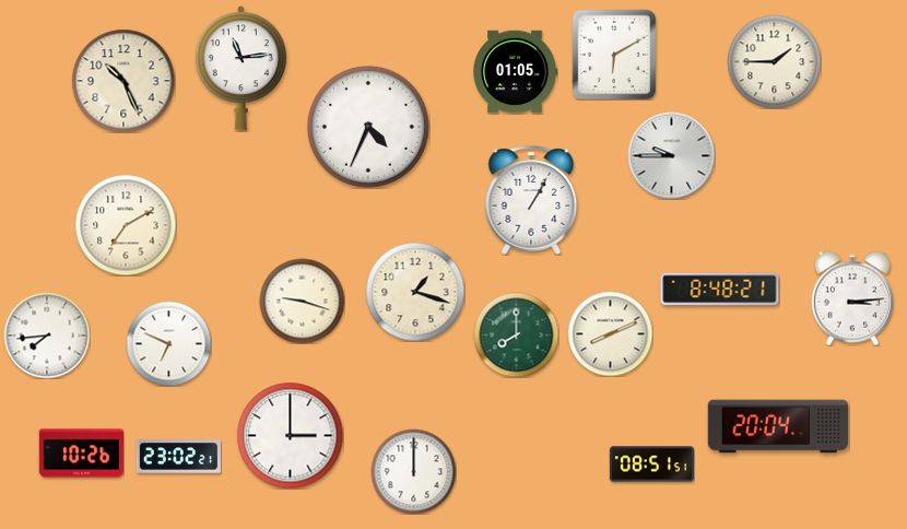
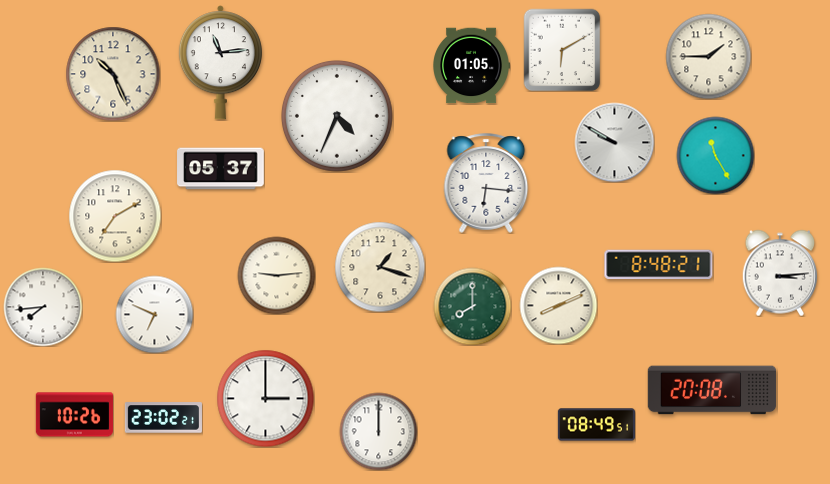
clock at (671, 155): 9:45 -> 9:50
clock at (715, 155): none -> 11:25
clock at (221, 169): none -> 05:37
clock at (531, 200): 1:05 -> 6:16
clock at (126, 225) position: (126, 225) -> (115, 216)
clock at (302, 301): 9:18 -> 9:14
clock at (778, 426): 20:04 -> 20:08
clock at (651, 465): 08:51 -> 08:49
